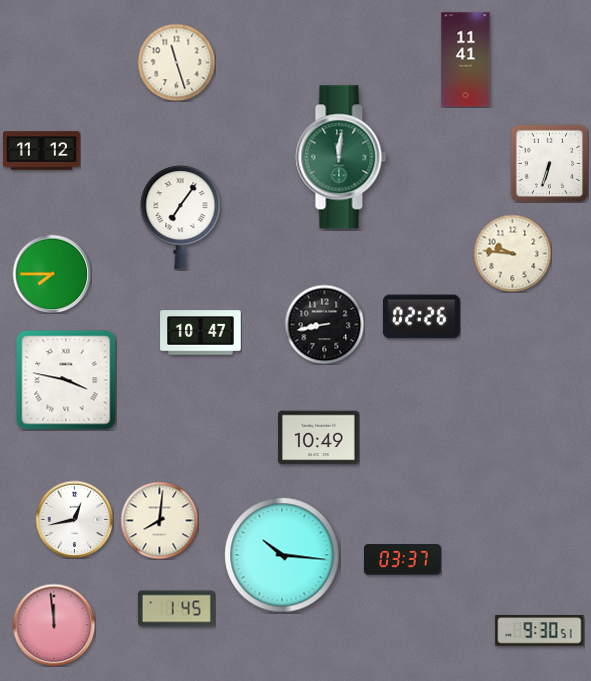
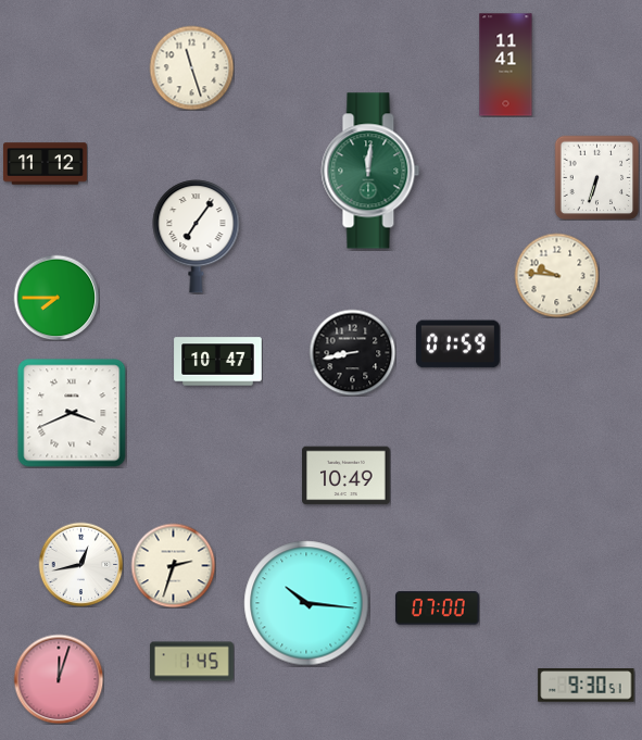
clock at (421, 317): 02:26 -> 01:59
clock at (66, 380): 3:47 -> 3:41
clock at (159, 520): 8:01 -> 2:33
clock at (402, 560): 03:37 -> 07:00
clock at (54, 625): 11:59 -> 12:03
